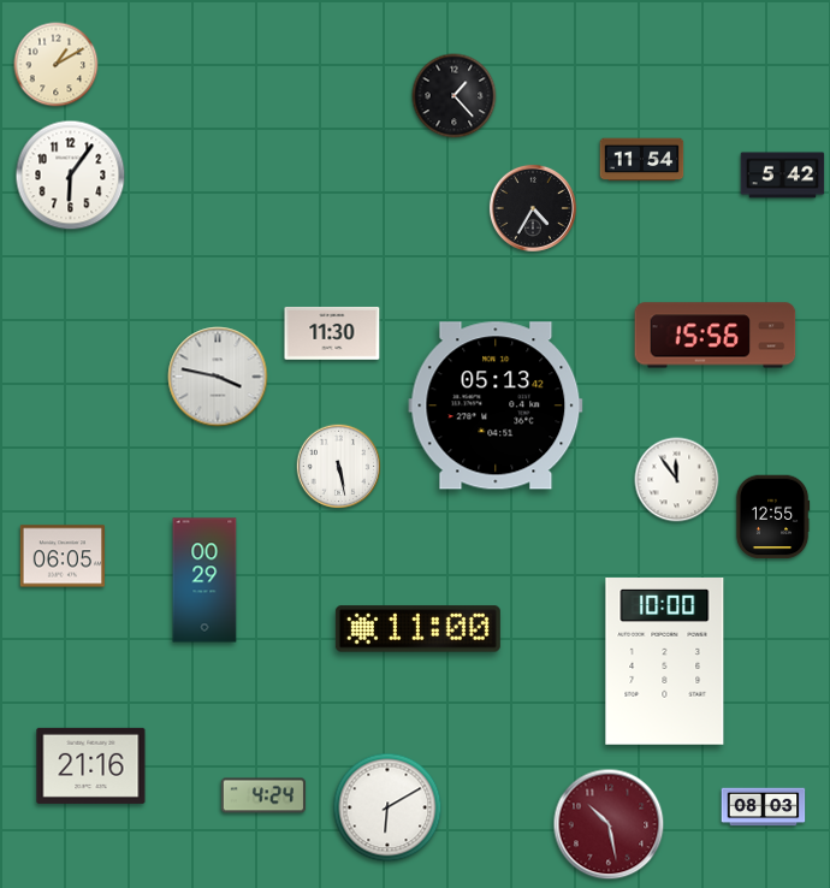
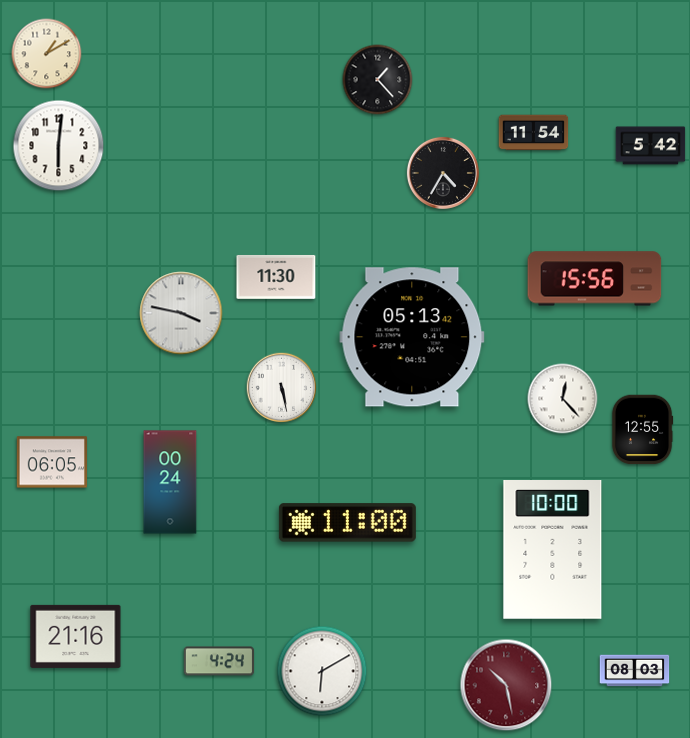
clock at (71, 176): 6:06 -> 6:01
clock at (677, 480): 11:54 -> 12:23
clock at (204, 580): 00:29 -> 00:24
